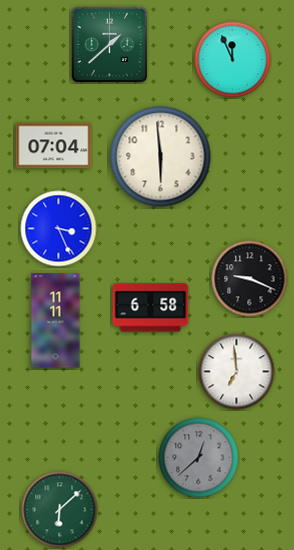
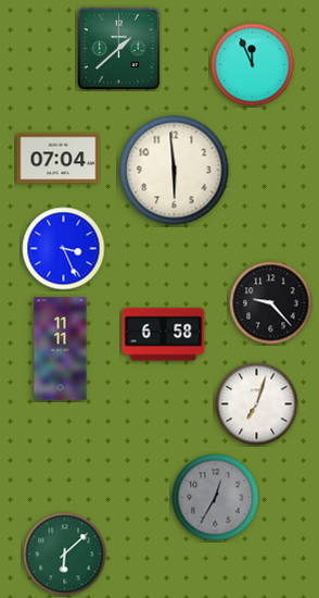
clock at (250, 279): 9:19 -> 9:23
clock at (237, 372): 6:59 -> 7:03
clock at (199, 458): 12:38 -> 12:35
